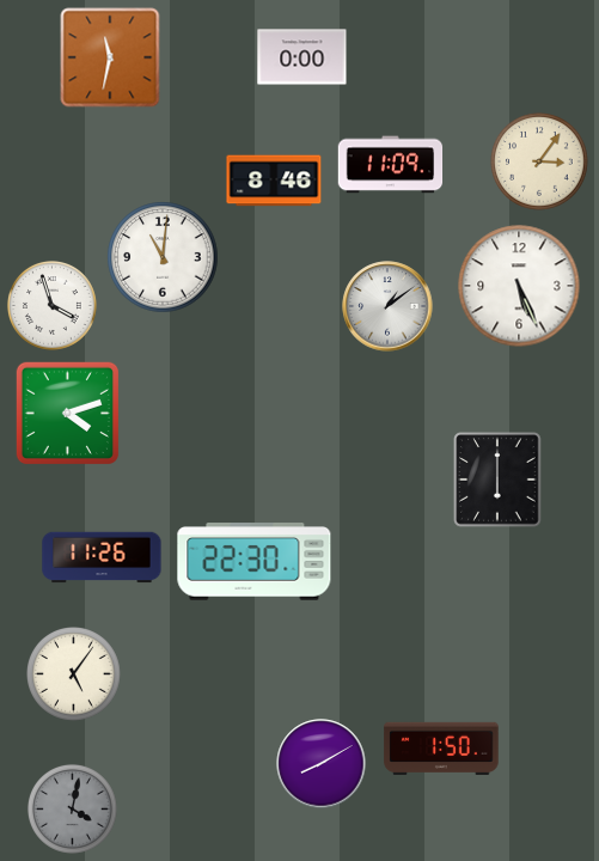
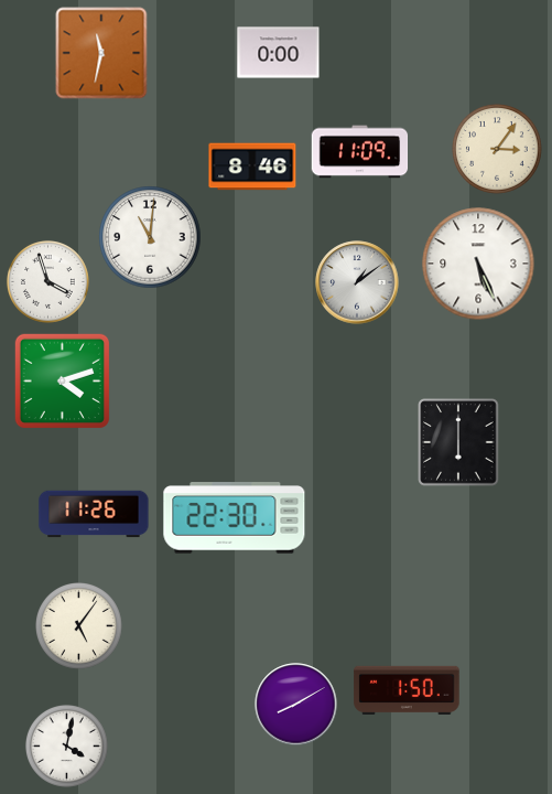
clock at (74, 674) position: (74, 674) -> (79, 626)
clock at (72, 808) dial: grey -> white
